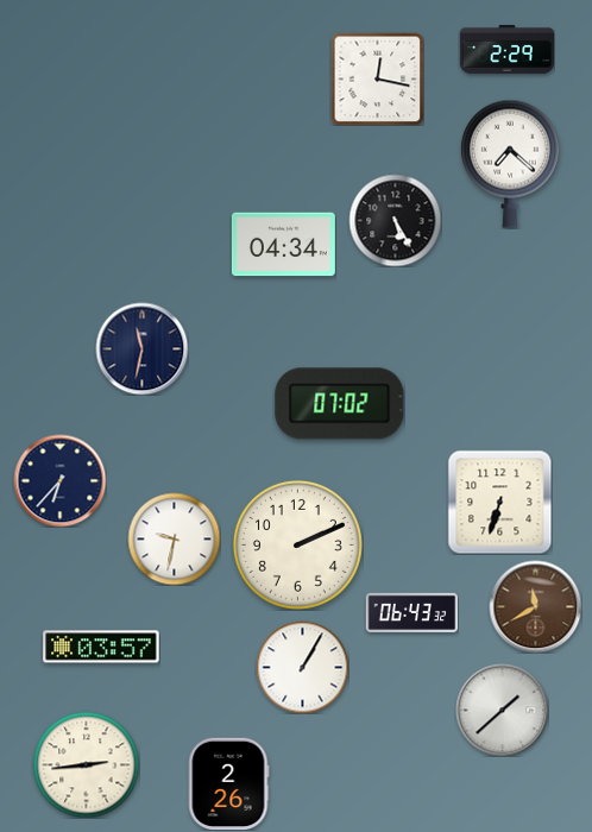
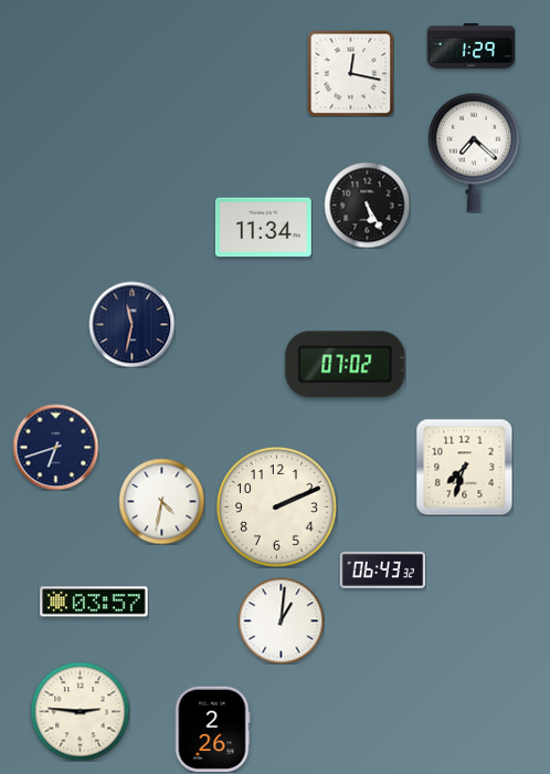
clock at (506, 49): 2:29 -> 1:29
clock at (283, 245): 04:34 -> 11:34
clock at (340, 404) position: (340, 404) -> (346, 365)
clock at (59, 480): 6:37 -> 6:42
clock at (499, 502): 6:33 -> 7:33
clock at (174, 538): 9:32 -> 4:32
clock at (535, 606): 11:40 -> none
clock at (302, 667): 1:05 -> 1:01
clock at (502, 710): 1:38 -> none
clock at (86, 764): 2:44 -> 2:46
